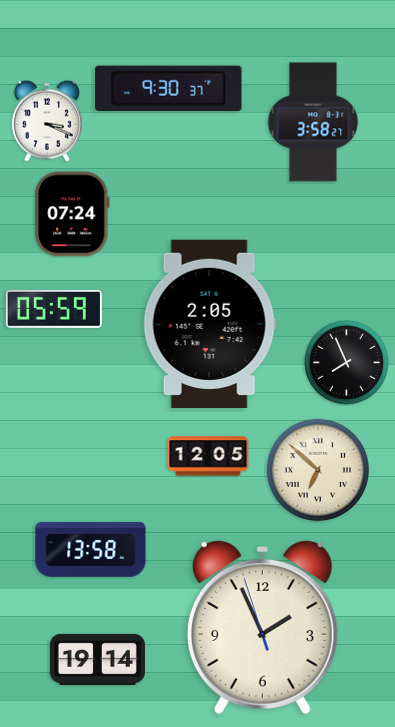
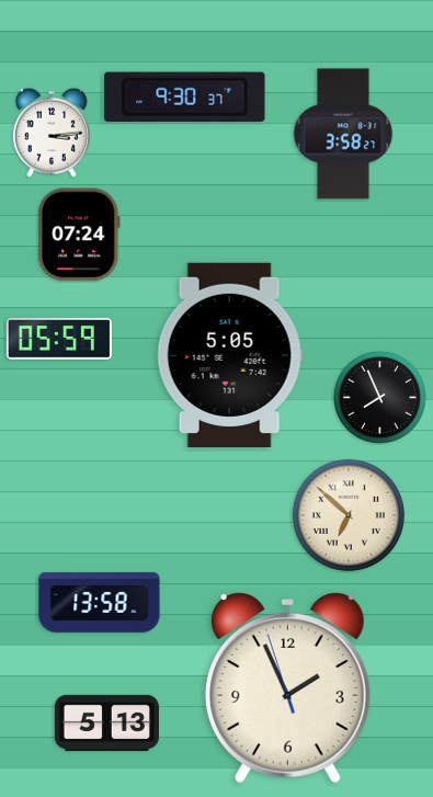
clock at (47, 121): 3:19 -> 3:14
clock at (210, 323): 2:05 -> 5:05
clock at (208, 456): 12:05 -> none
clock at (97, 659): 19:14 -> 5:13
